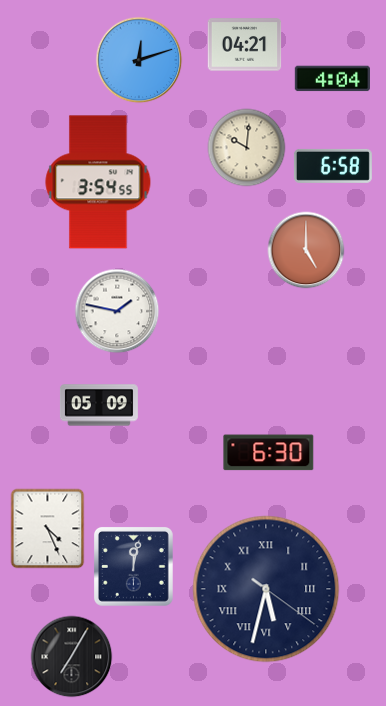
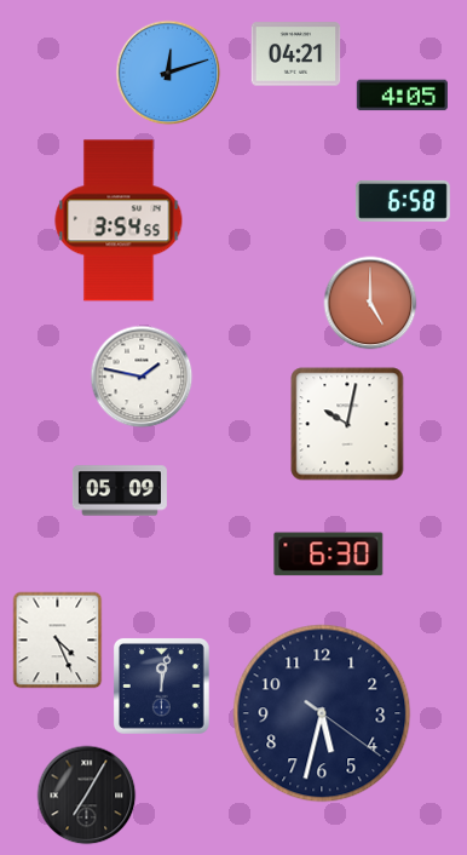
clock at (332, 79): 4:04 -> 4:05
clock at (247, 148): 10:01 -> none
clock at (347, 424): none -> 10:02
clock at (269, 453) position: (269, 453) -> (329, 555)
clock at (266, 589) numerals: Roman -> Arabic
